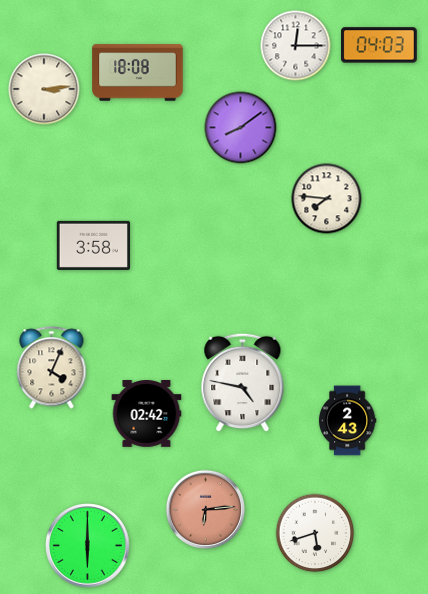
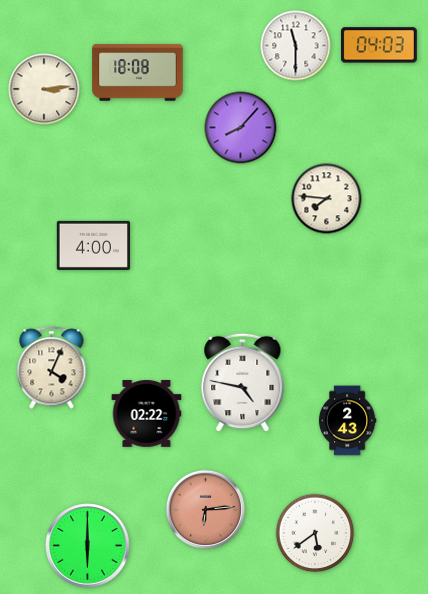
clock at (296, 46): 12:15 -> 11:30
clock at (241, 128): 8:09 -> 8:07
clock at (93, 245): 3:58 -> 4:00
clock at (147, 414): 02:42 -> 02:22
clock at (315, 533): 5:42 -> 5:39
